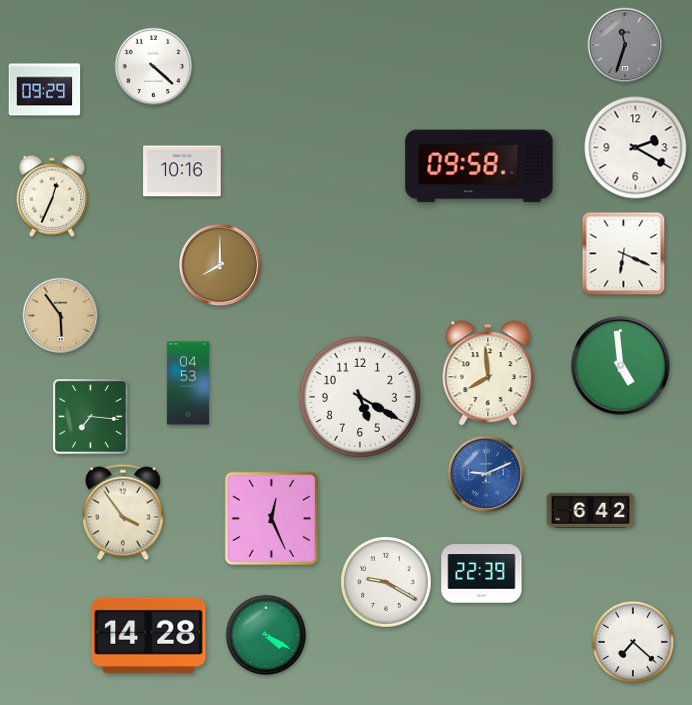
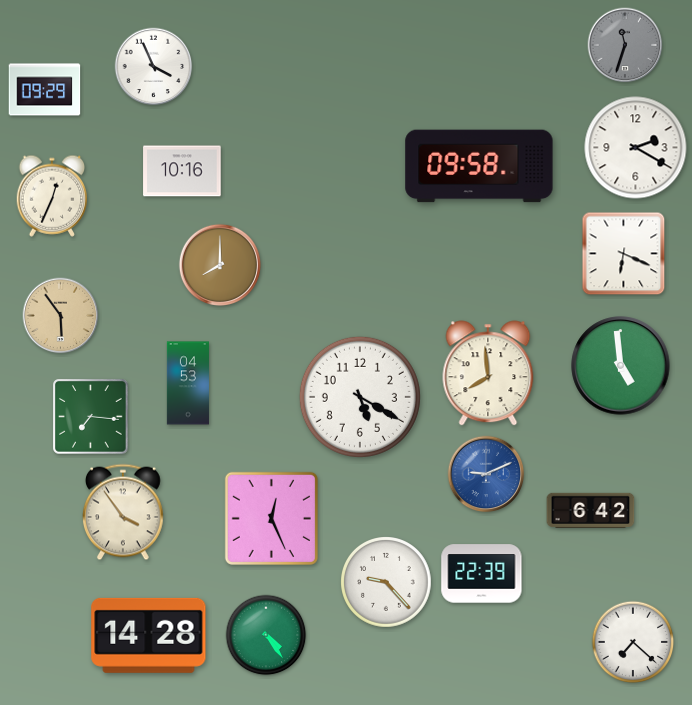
clock at (154, 67): 4:22 -> 3:56
clock at (387, 583): 9:20 -> 9:23
clock at (266, 635): 4:20 -> 4:24
